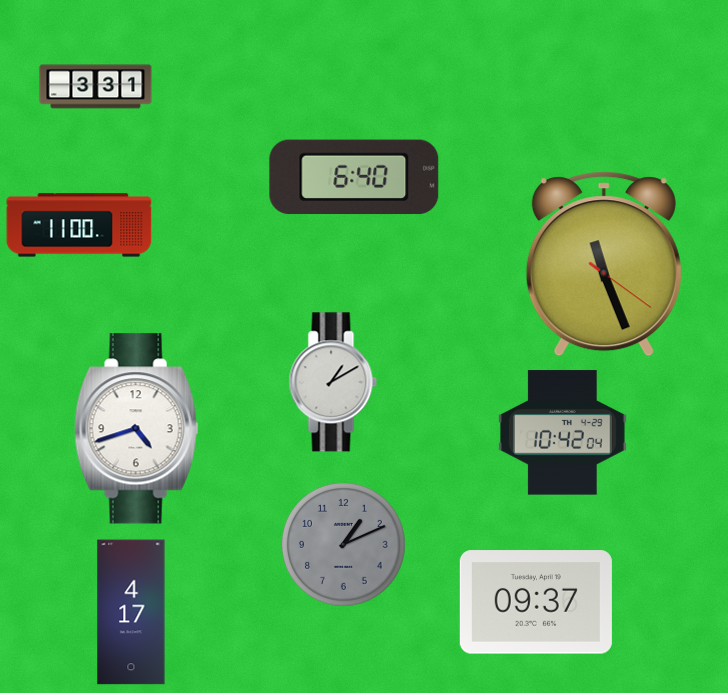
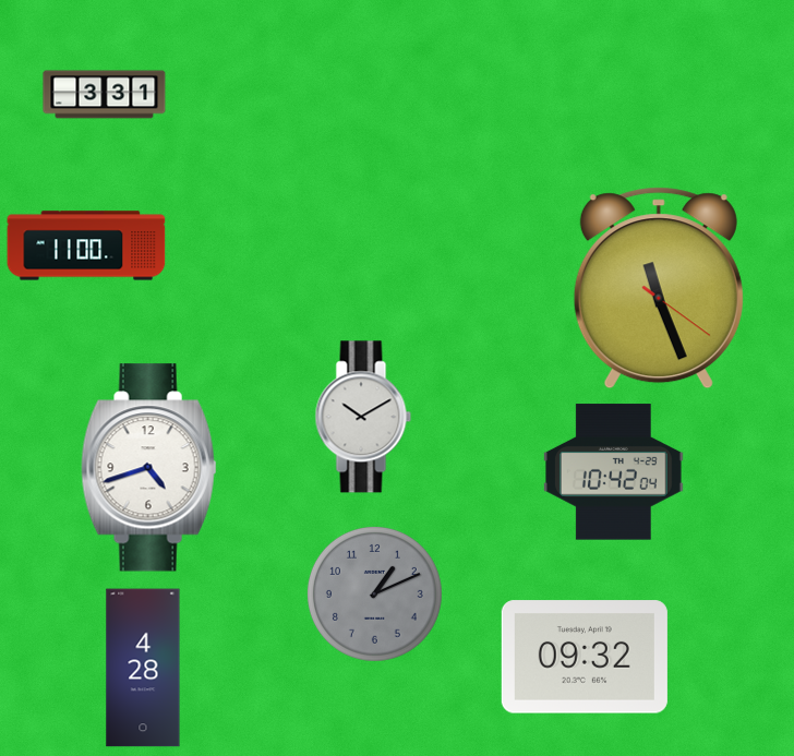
clock at (354, 177): 6:40 -> none
clock at (333, 382): 1:10 -> 10:10
clock at (536, 602): 09:37 -> 09:32
clock at (131, 612): 4:17 -> 4:28
